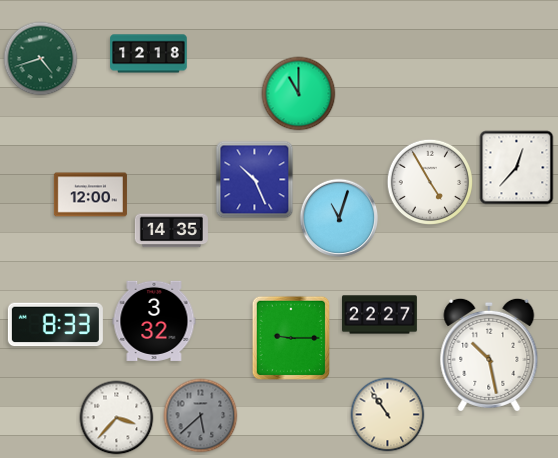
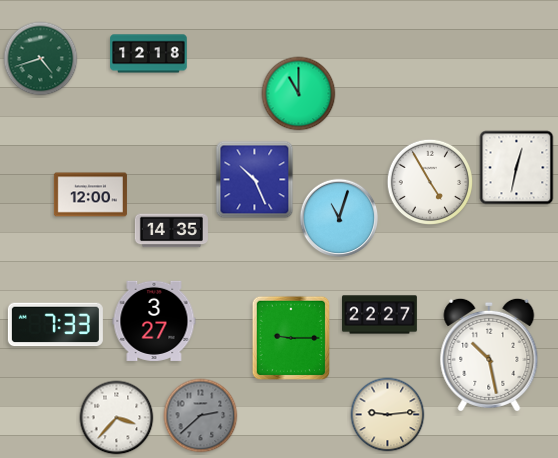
clock at (517, 168): 12:37 -> 12:32
clock at (154, 321): 3:32 -> 3:27
clock at (55, 325): 8:33 -> 7:33
clock at (388, 415): 10:54 -> 9:14
clock at (201, 416): 5:38 -> 2:38
